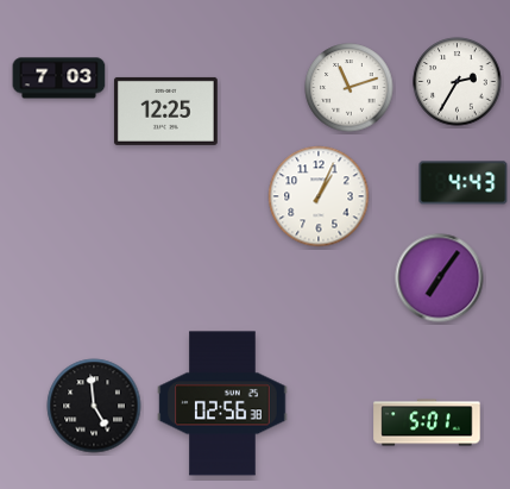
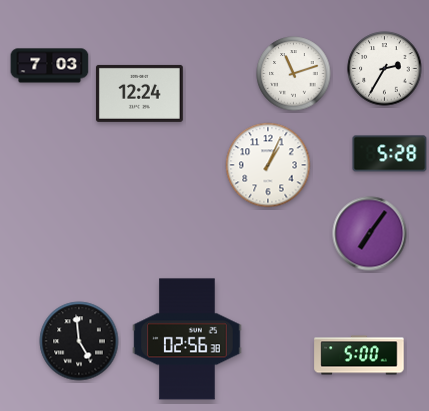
clock at (165, 111): 12:25 -> 12:24
clock at (464, 183): 4:43 -> 5:28
clock at (427, 422): 5:01 -> 5:00
